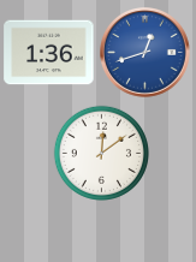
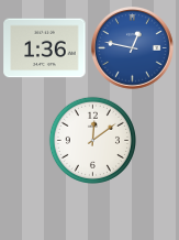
clock at (145, 53): 12:42 -> 12:47
